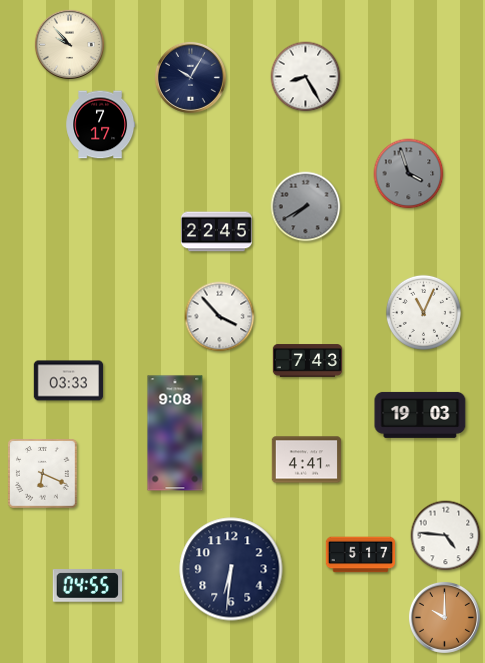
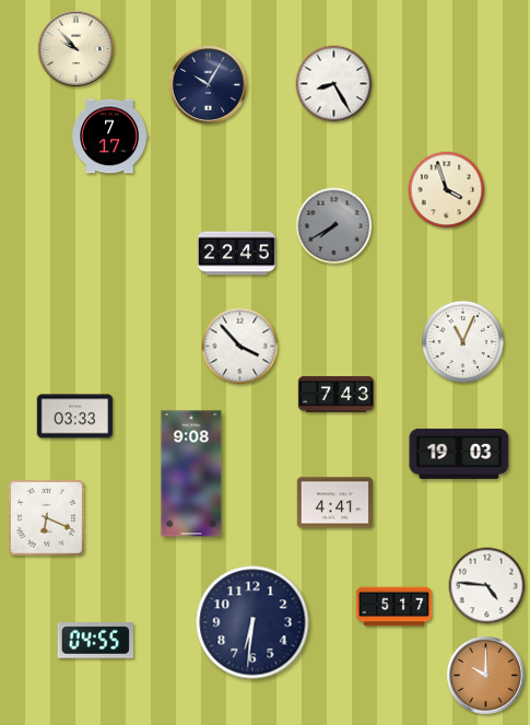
clock at (409, 174) dial: grey -> cream
